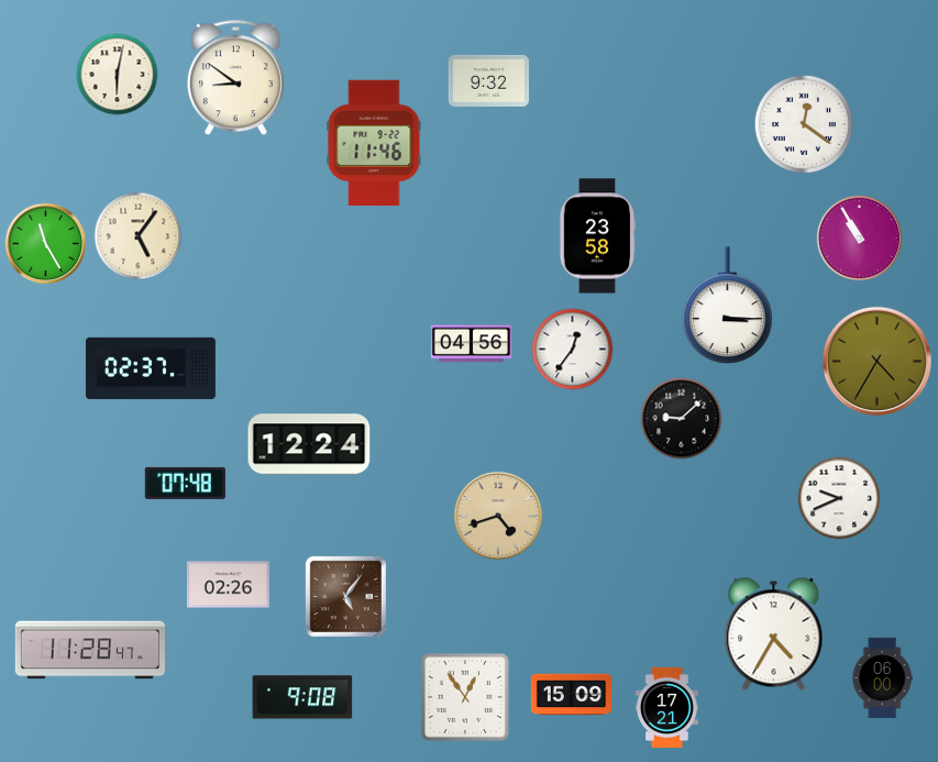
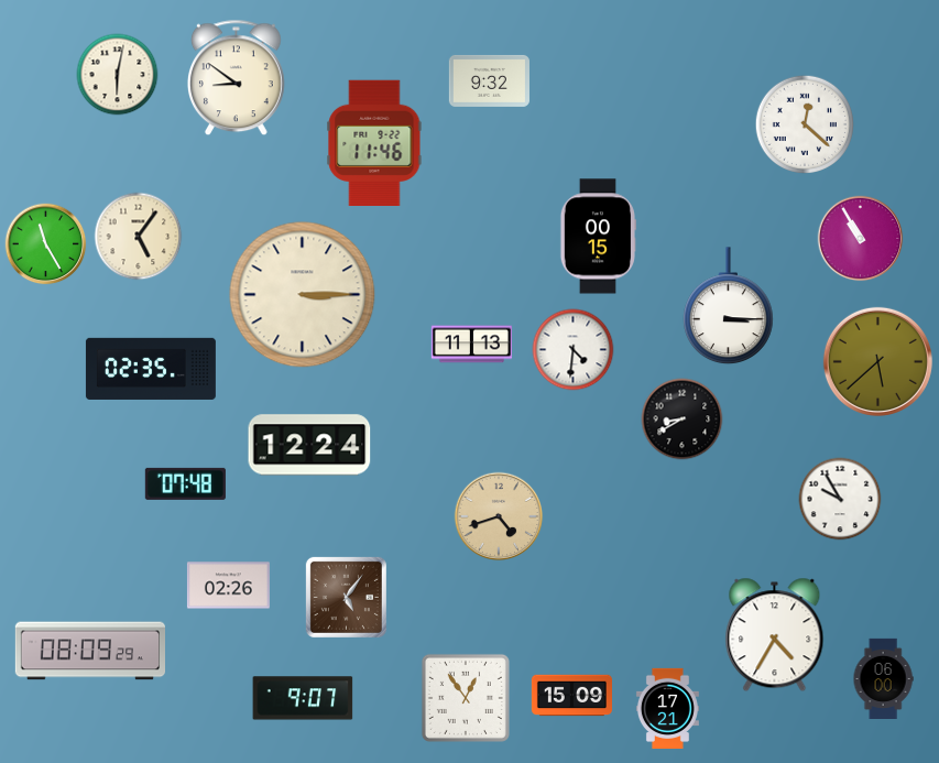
clock at (803, 123): 12:21 -> 12:22
clock at (597, 236): 23:58 -> 00:15
clock at (303, 295): none -> 3:15
clock at (471, 344): 04:56 -> 11:13
clock at (573, 350): 12:36 -> 4:31
clock at (876, 361): 4:35 -> 5:38
clock at (151, 368): 02:37 -> 02:35
clock at (682, 419): 9:08 -> 8:40
clock at (839, 498): 9:41 -> 9:55
clock at (89, 650): 11:28 -> 08:09
clock at (302, 697): 9:08 -> 9:07
